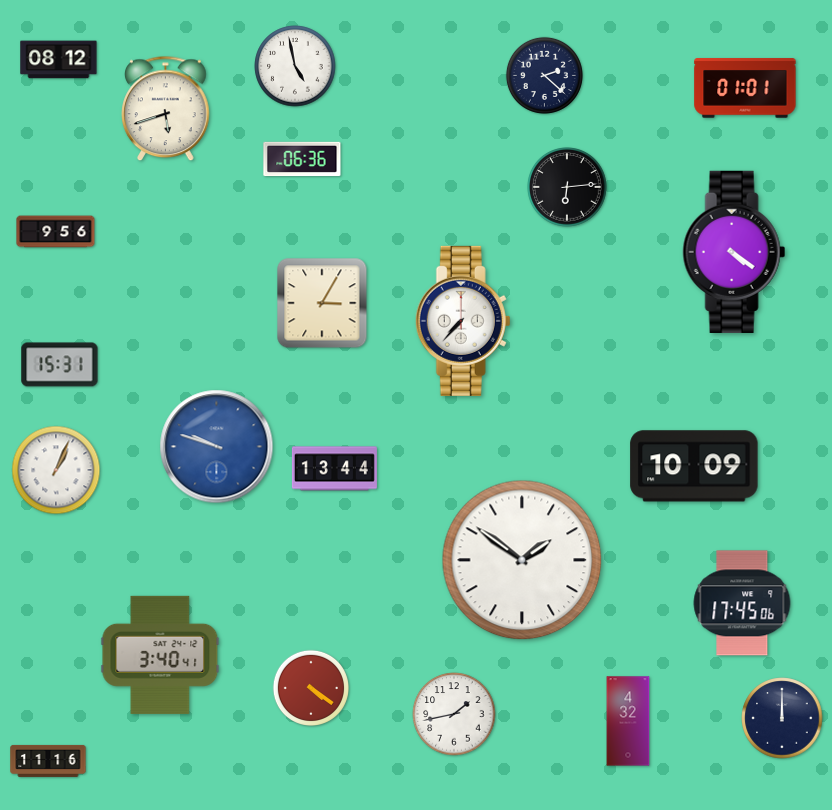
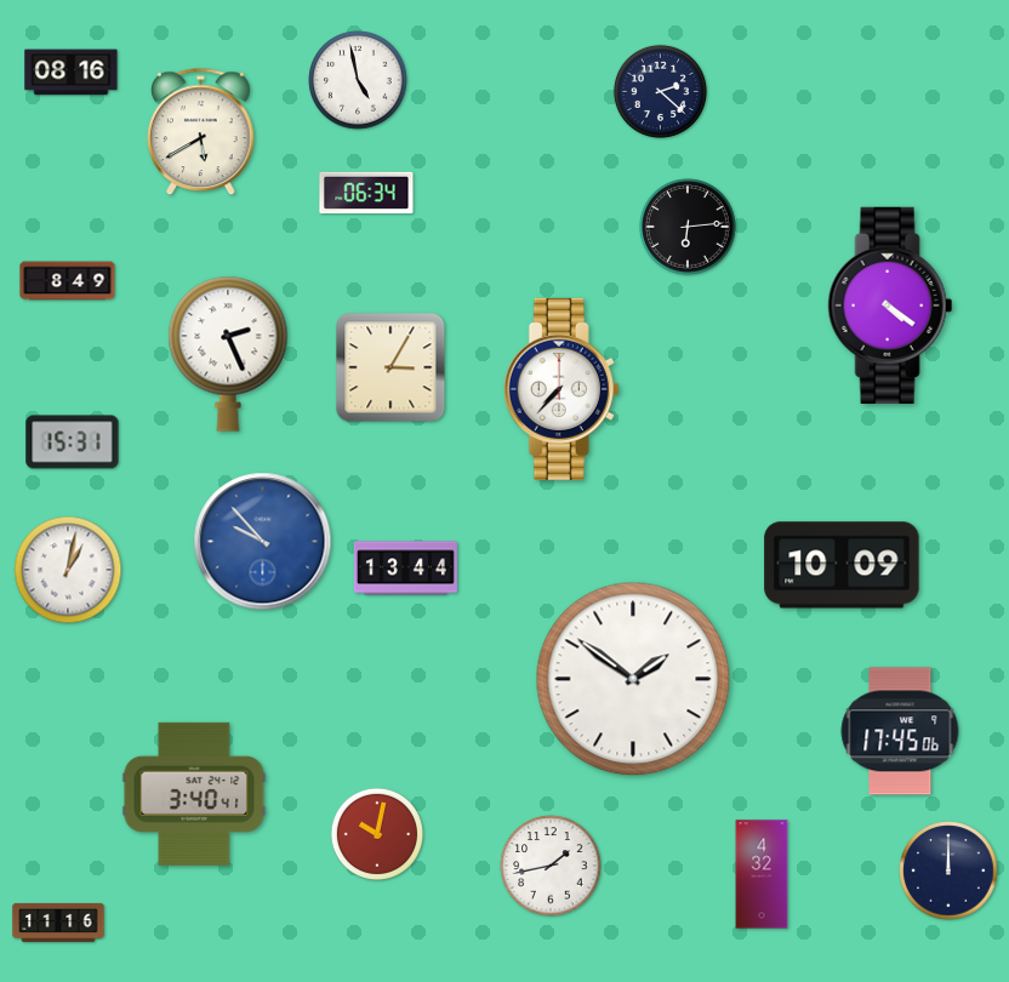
clock at (59, 60): 08:12 -> 08:16
clock at (745, 88): 01:01 -> none
clock at (166, 109): 5:42 -> 5:40
clock at (302, 159): 06:36 -> 06:34
clock at (56, 232): 9:56 -> 8:49
clock at (228, 354): none -> 2:26
clock at (217, 447): 9:48 -> 9:53
clock at (56, 470): 1:04 -> 1:02
clock at (310, 687): 4:21 -> 10:02
